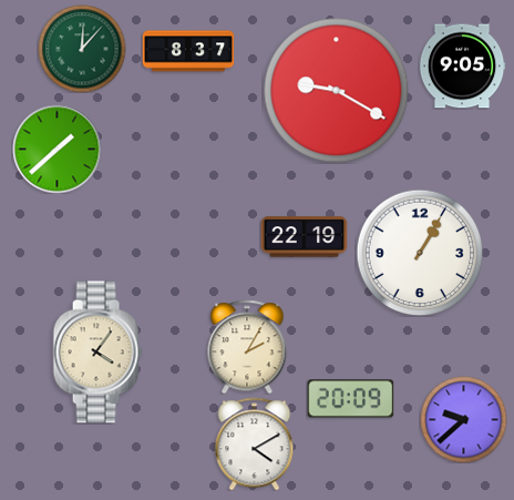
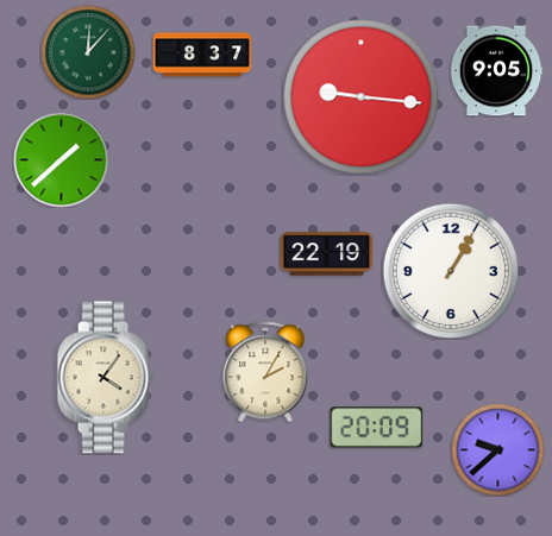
clock at (337, 91): 9:20 -> 9:16
clock at (255, 443): 4:10 -> none
